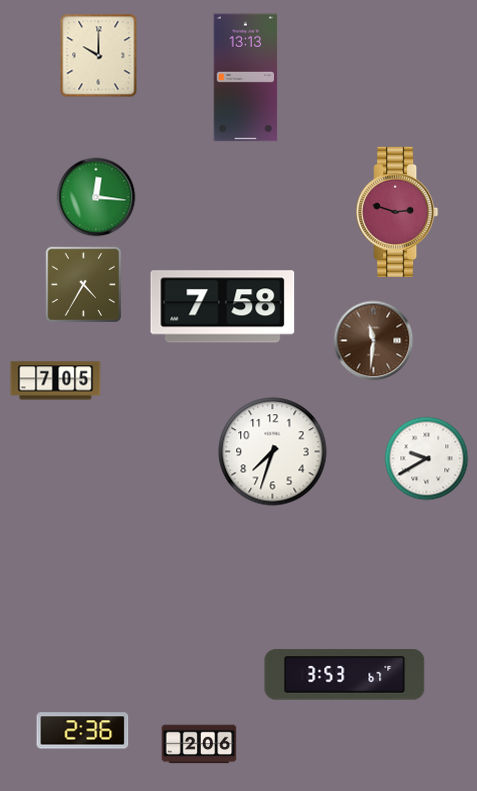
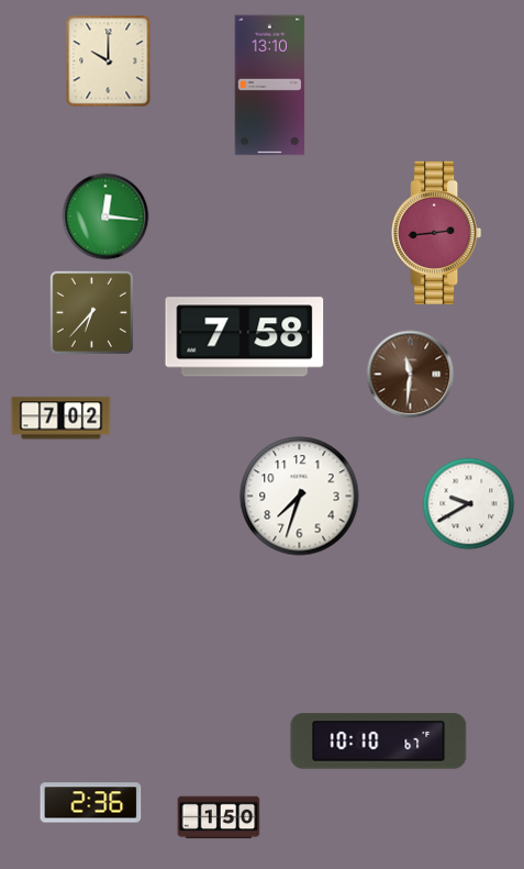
clock at (246, 78): 13:13 -> 13:10
clock at (397, 212): 2:48 -> 2:44
clock at (83, 284): 4:35 -> 6:37
clock at (56, 381): 7:05 -> 7:02
clock at (345, 675): 3:53 -> 10:10
clock at (199, 744): 2:06 -> 1:50
